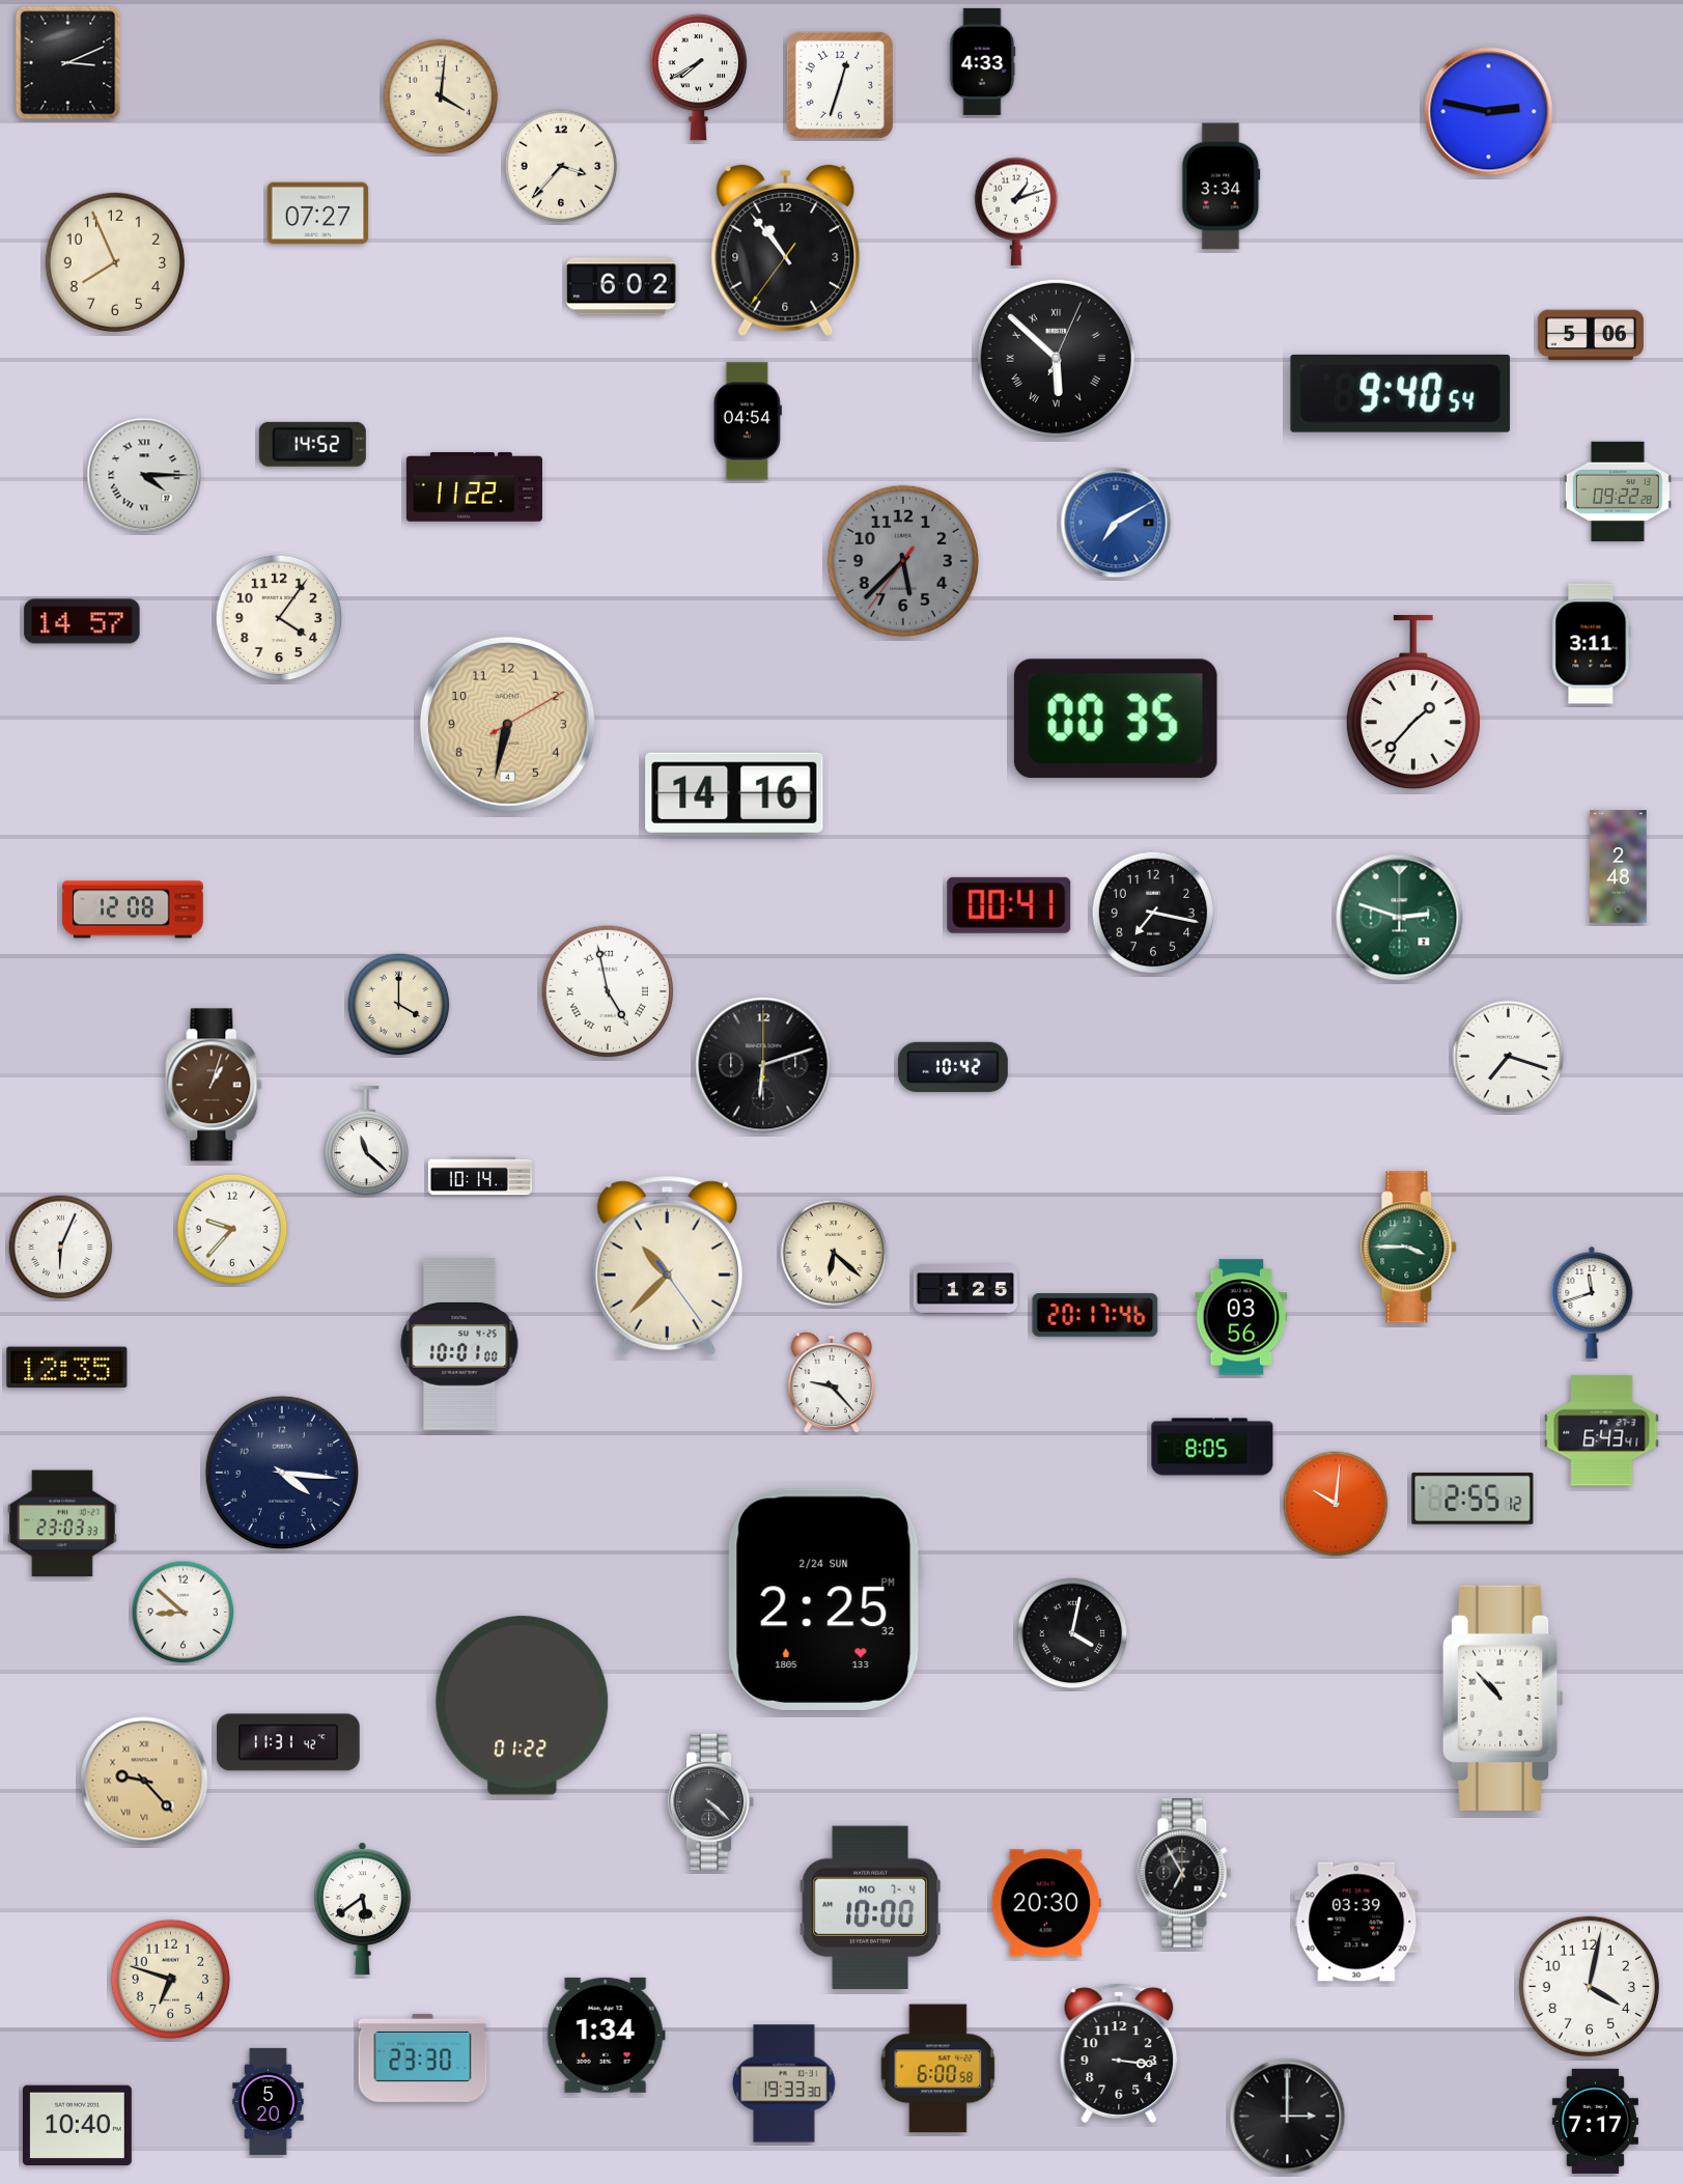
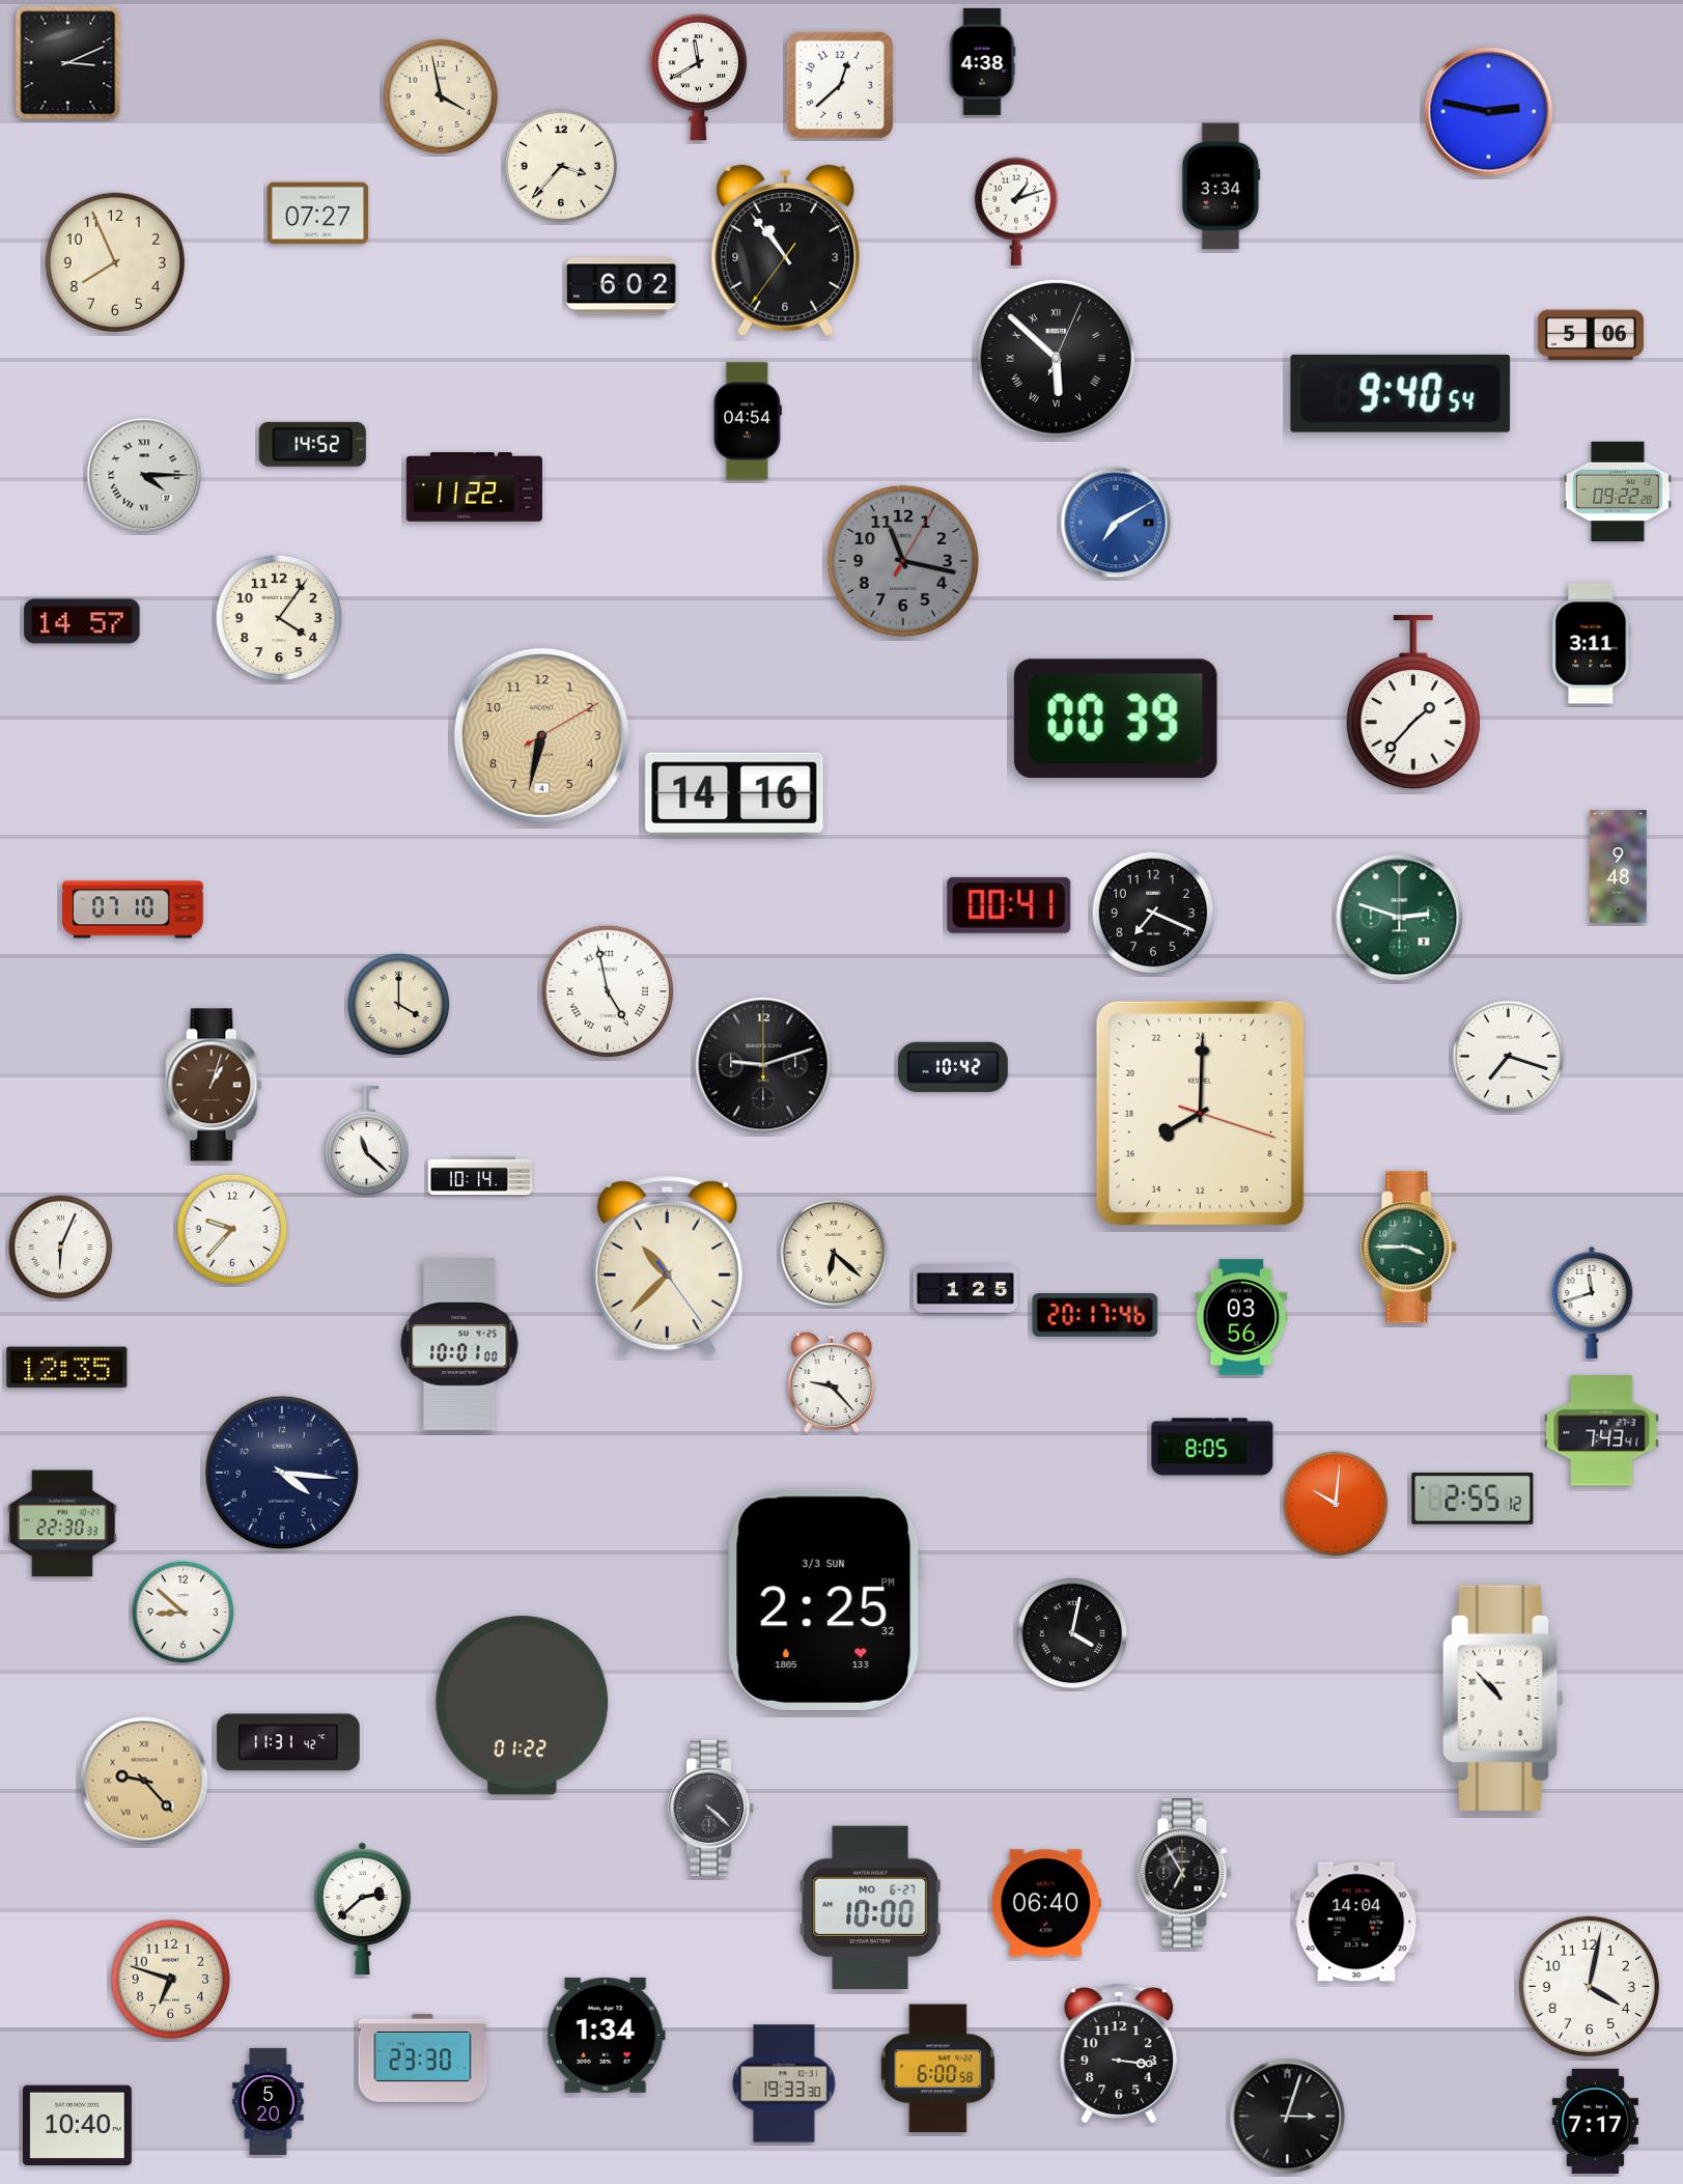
clock at (982, 61): 4:33 -> 4:38
clock at (698, 77): 7:40 -> 11:40
clock at (840, 85): 12:33 -> 12:38
clock at (441, 96): 4:01 -> 3:58
clock at (903, 561): 5:37 -> 11:17
clock at (1116, 719): 00:35 -> 00:39
clock at (507, 724) position: (507, 724) -> (541, 735)
clock at (1619, 867): 2:48 -> 9:48
clock at (134, 909): 12:08 -> 07:10
clock at (1153, 913): 7:17 -> 7:19
clock at (763, 1065): 6:12 -> 9:12
clock at (1200, 1113): none -> 16:00
clock at (1602, 1431): 6:43 -> 7:43
clock at (62, 1523): 23:03 -> 22:30
clock at (824, 1599) date: 2/24 SUN -> 3/3 SUN
clock at (711, 1801) position: (711, 1801) -> (711, 1808)
clock at (1046, 1903): 20:30 -> 06:40
clock at (870, 1907) date: MO 7-4 -> MO 6-27
clock at (362, 1909): 5:39 -> 2:38
clock at (1356, 1922): 03:39 -> 14:04
clock at (1288, 2117): 3:00 -> 3:03
